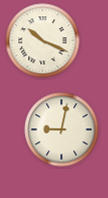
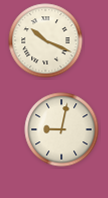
clock at (43, 41) position: (43, 41) -> (46, 41)
